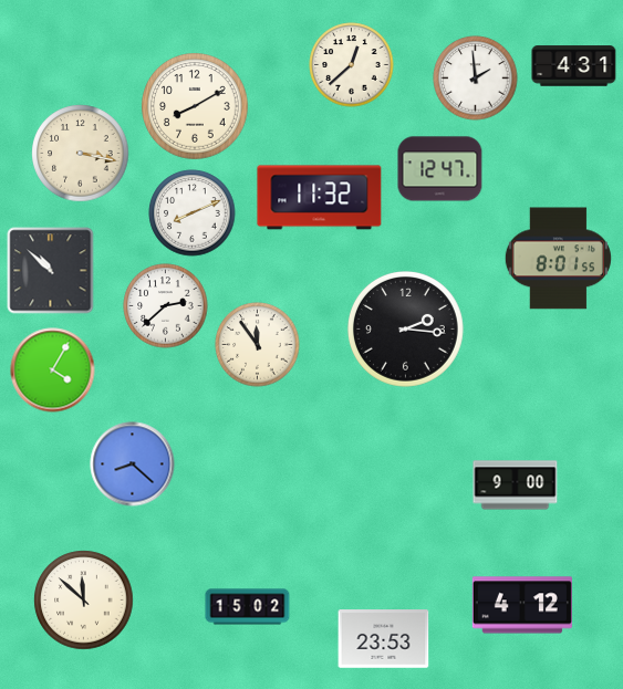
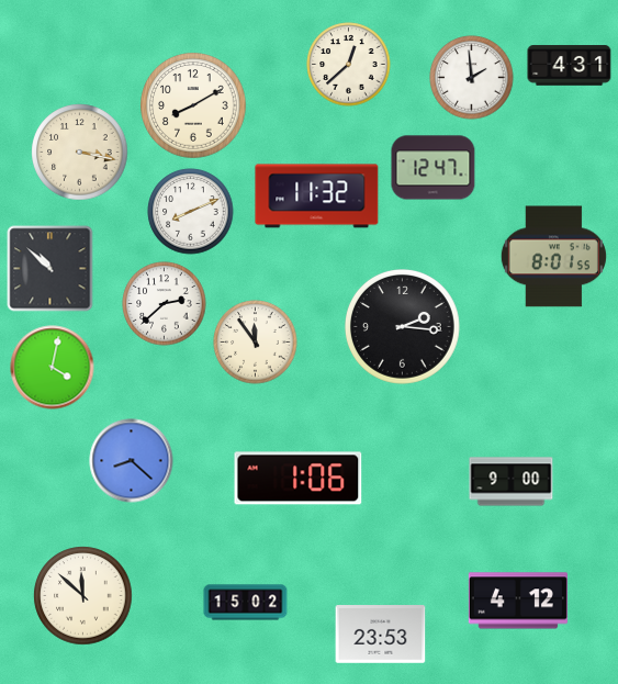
clock at (440, 169) position: (440, 169) -> (434, 168)
clock at (53, 370): 4:05 -> 4:02
clock at (299, 479): none -> 1:06
